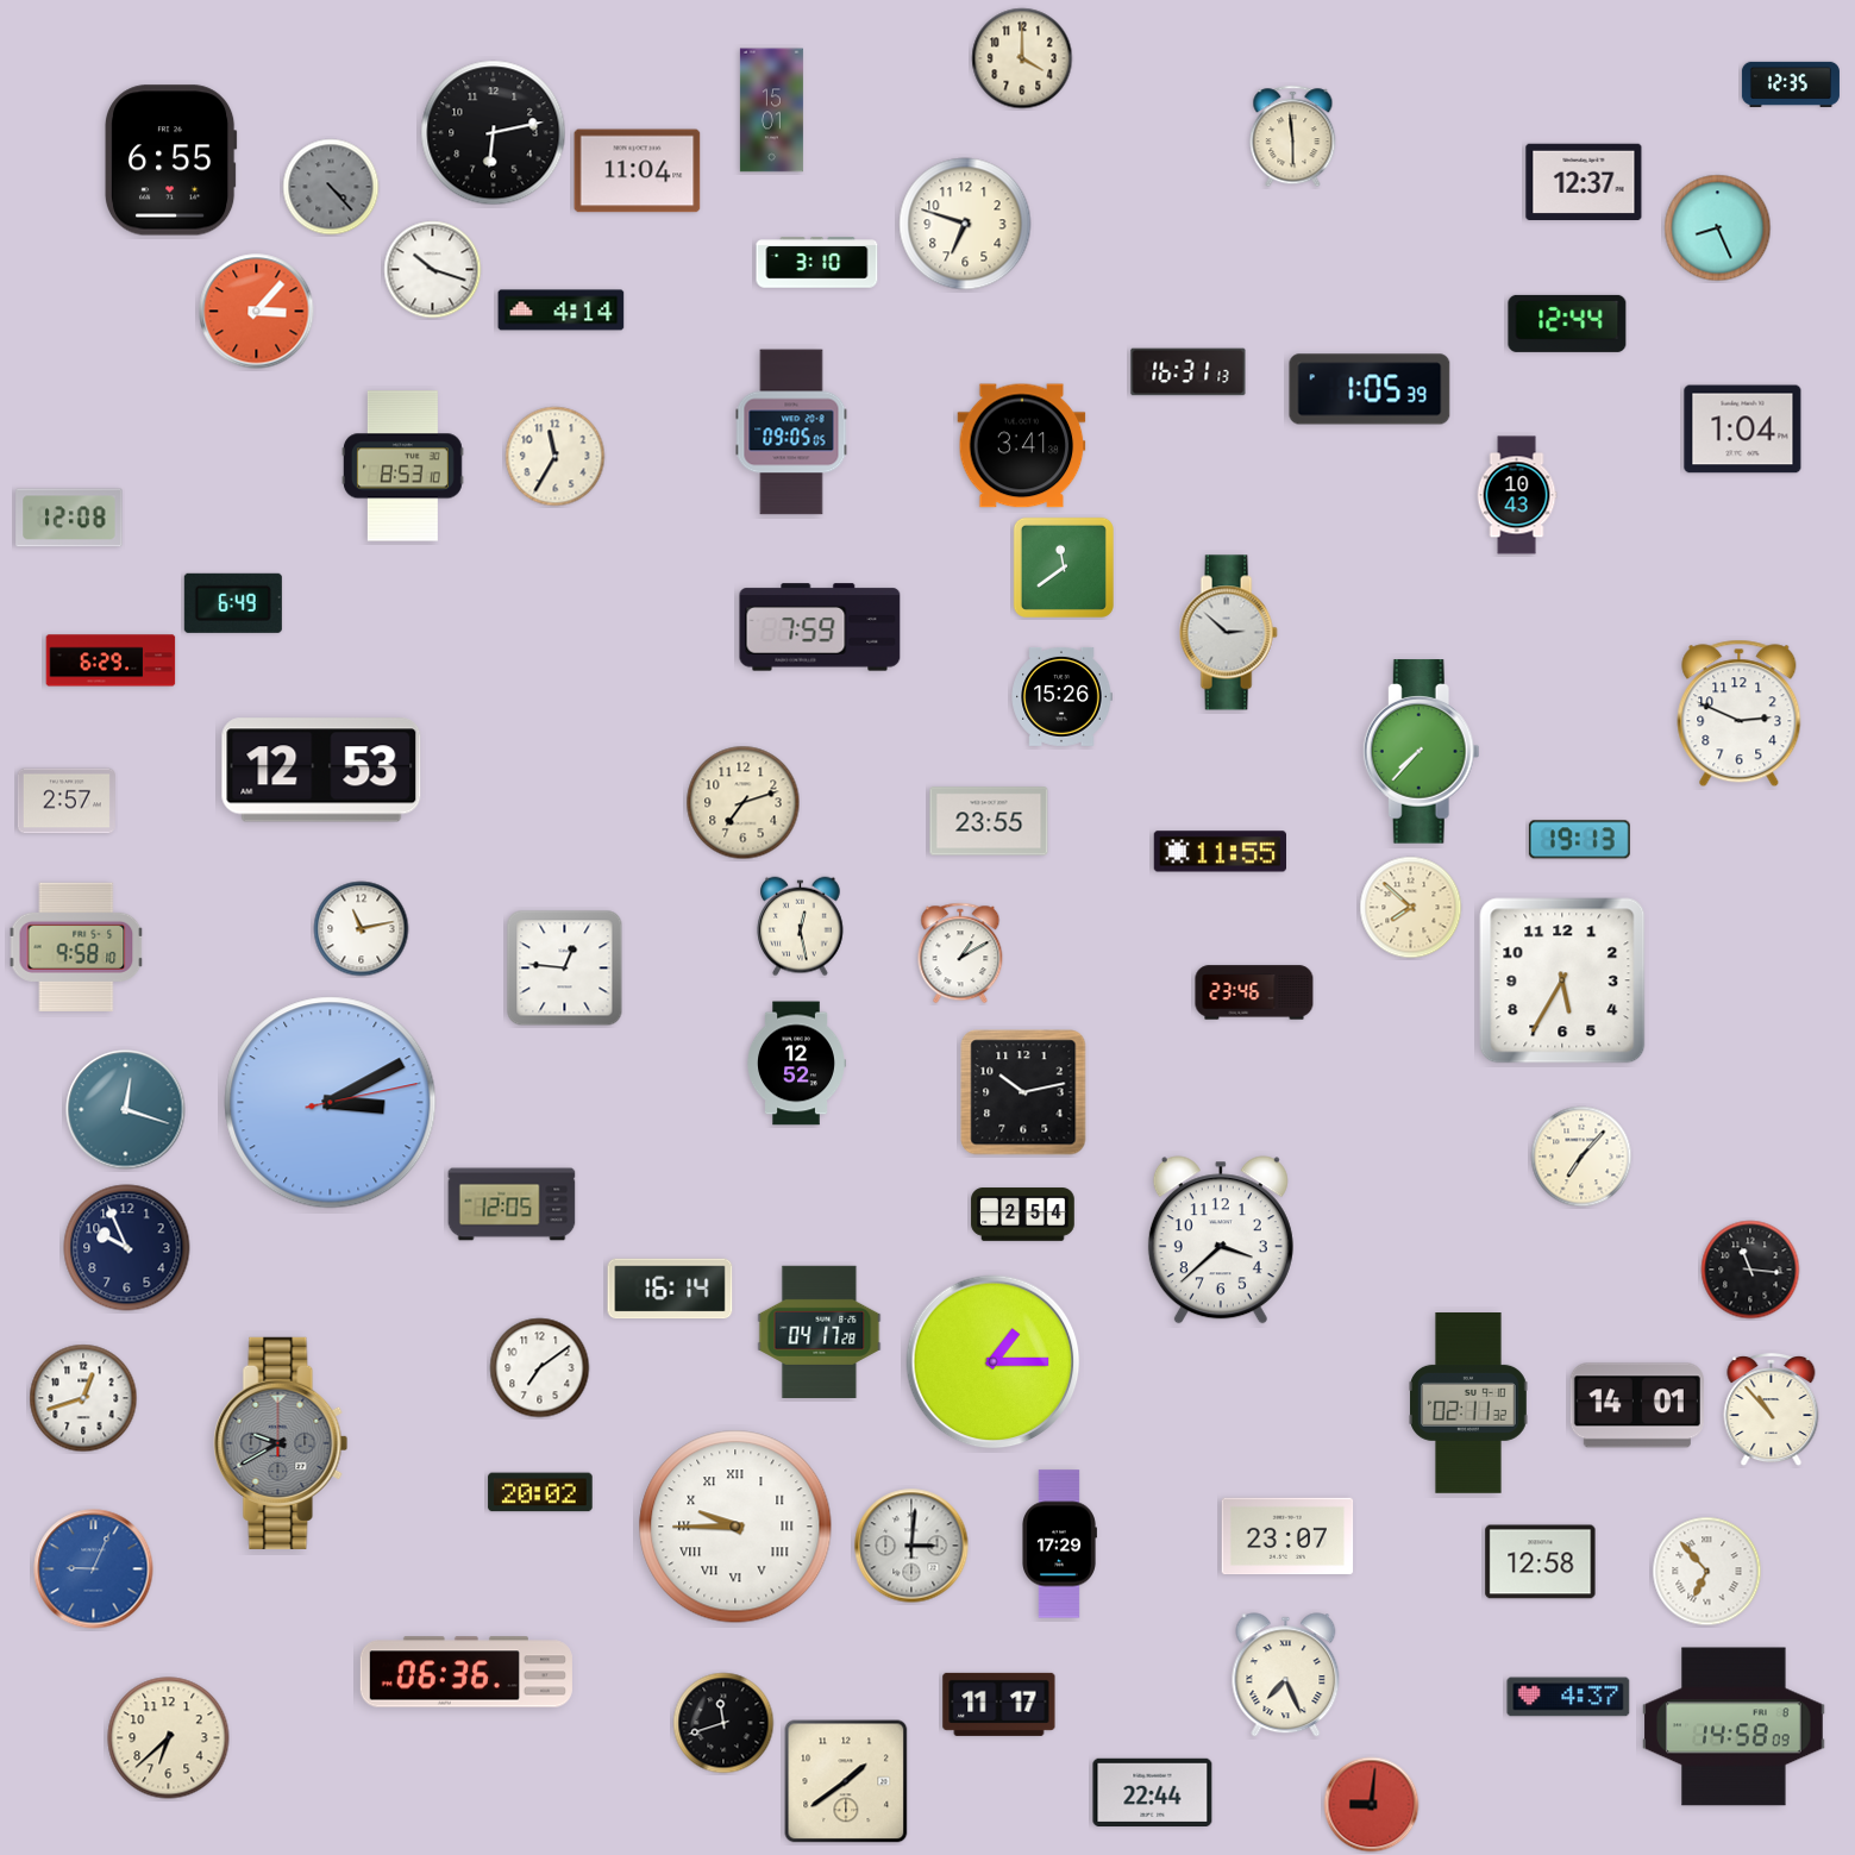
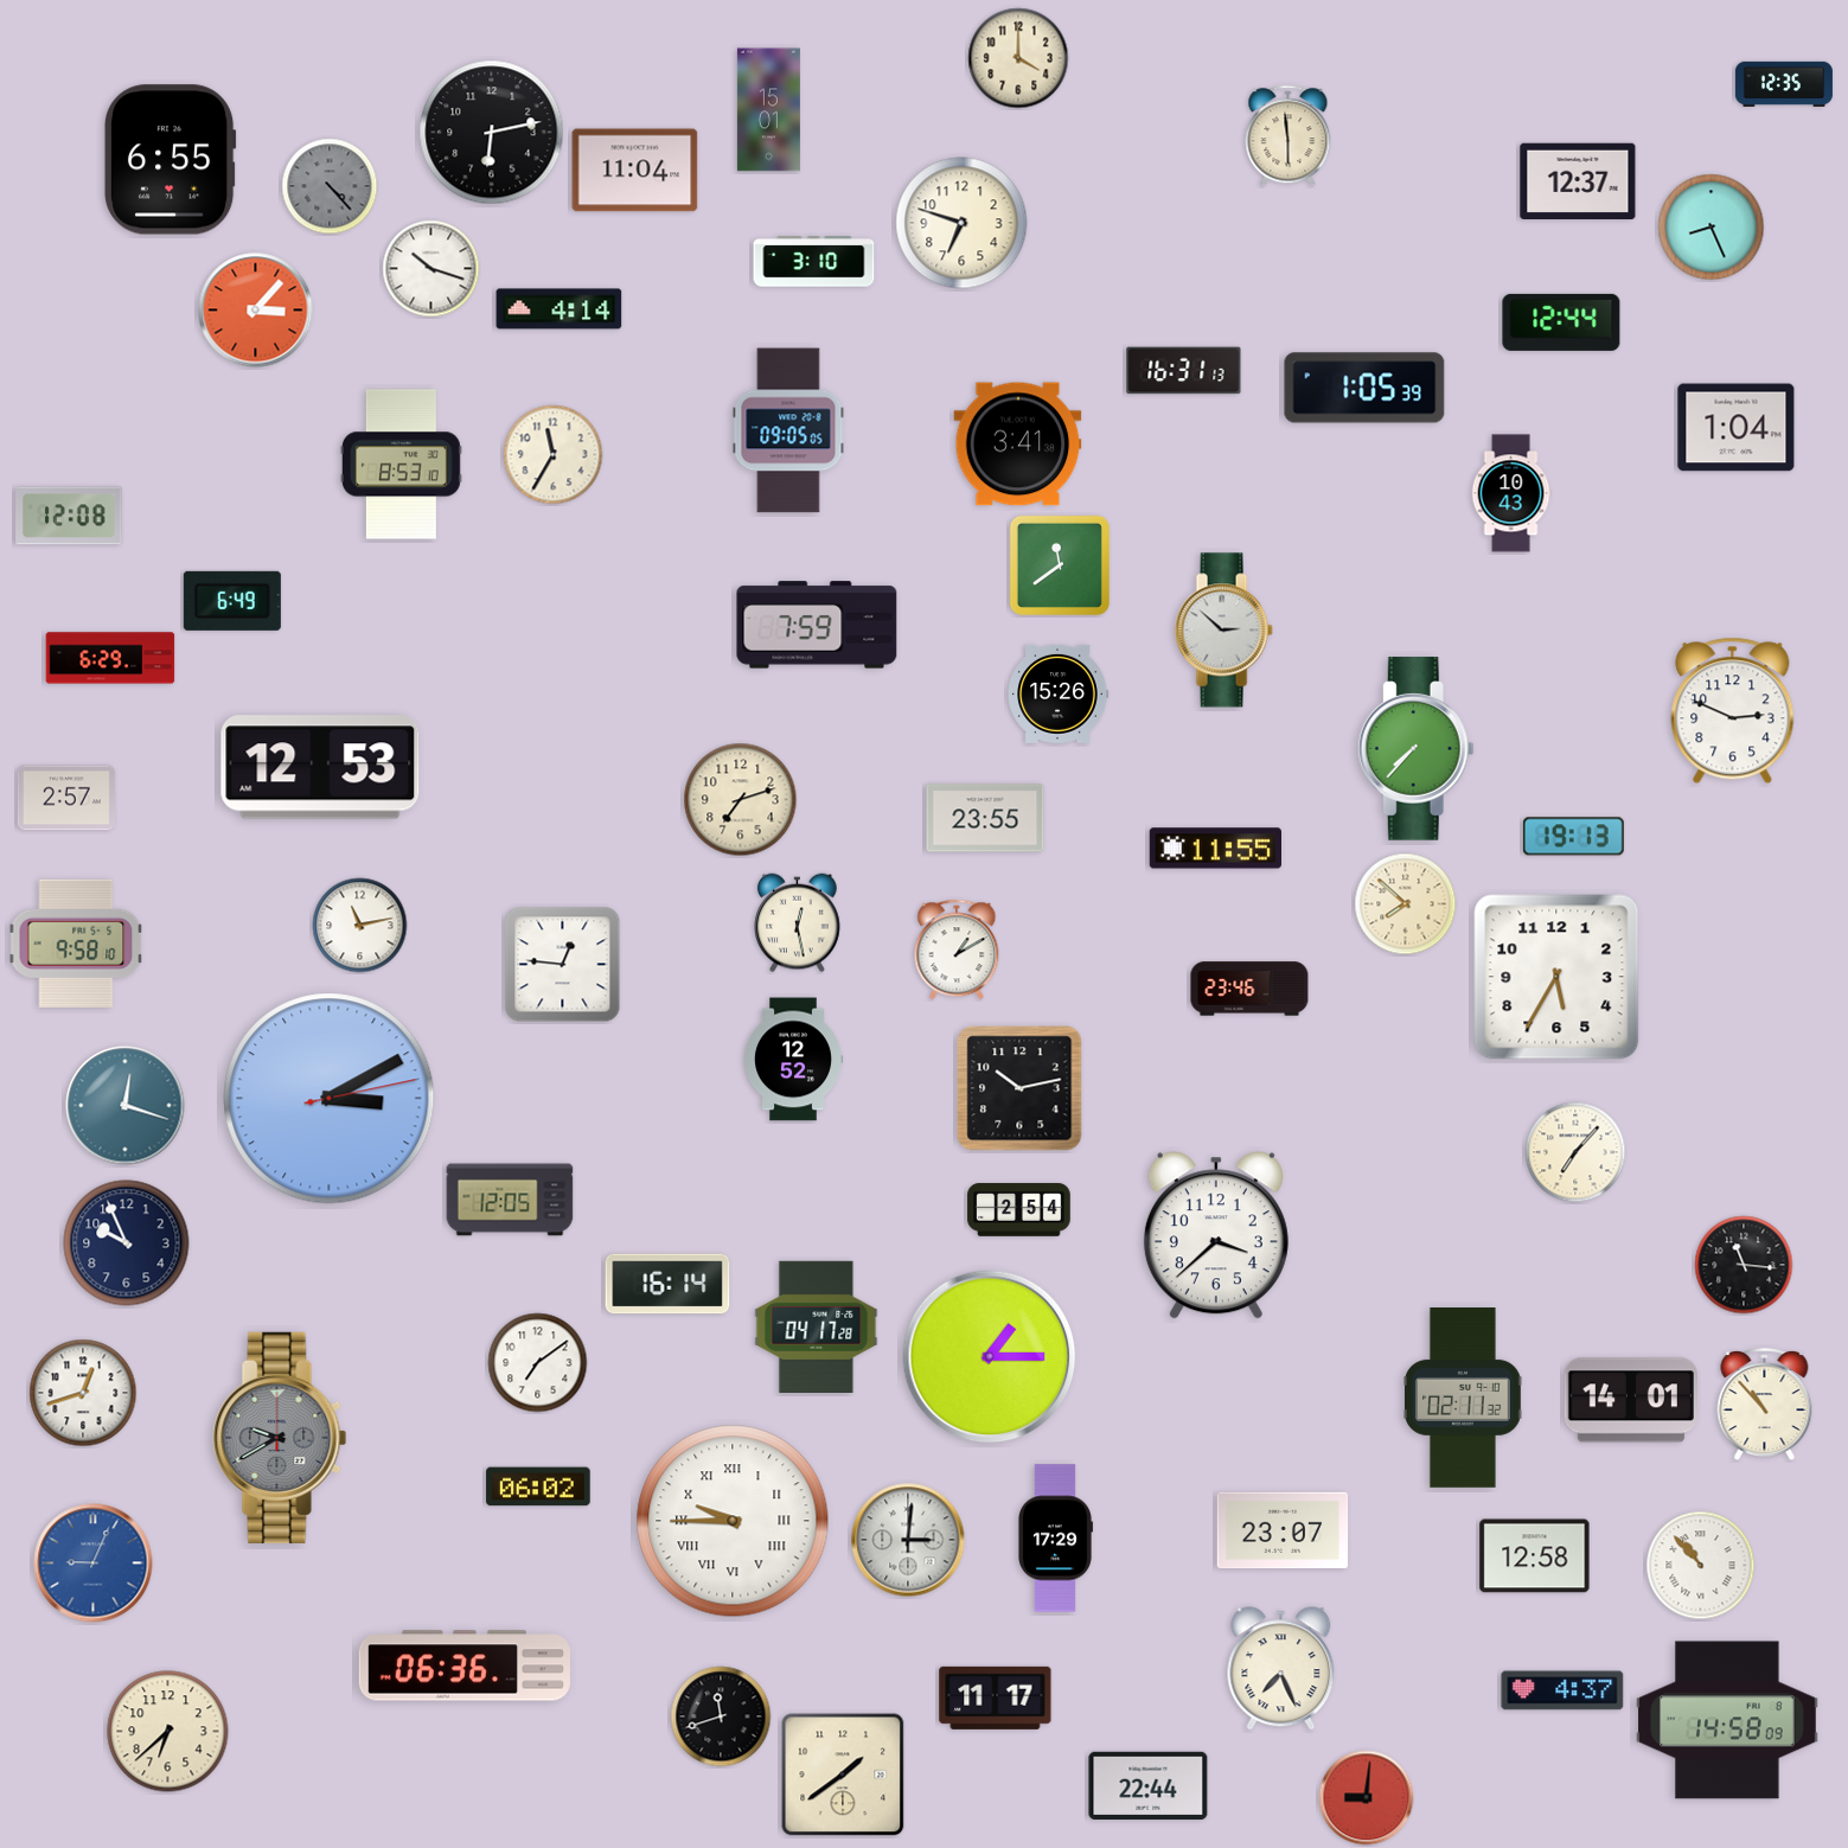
clock at (540, 1492): 20:02 -> 06:02
clock at (1707, 1572): 6:53 -> 10:53
